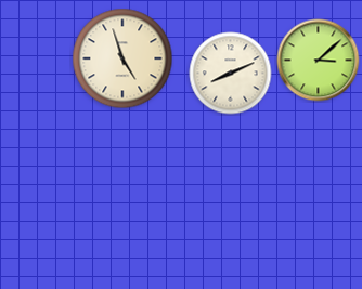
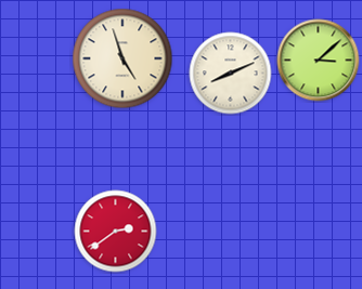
clock at (116, 232): none -> 2:39
